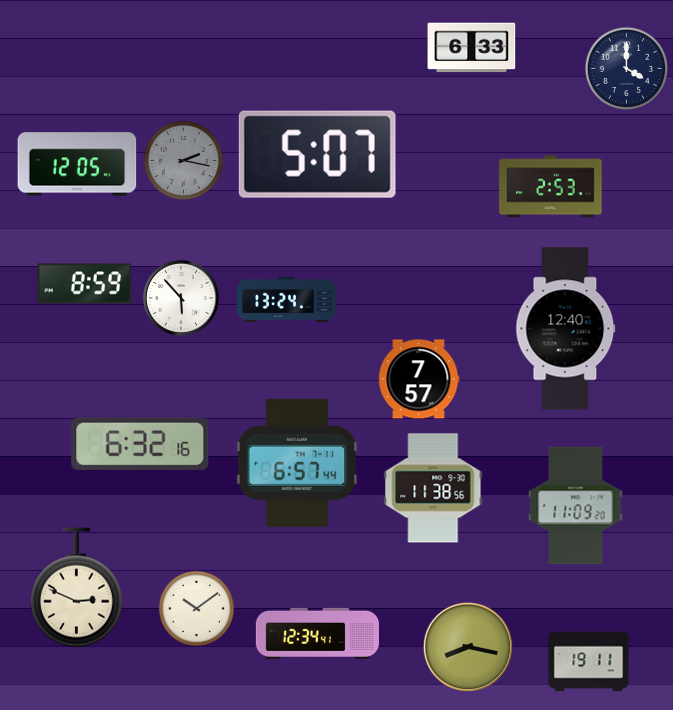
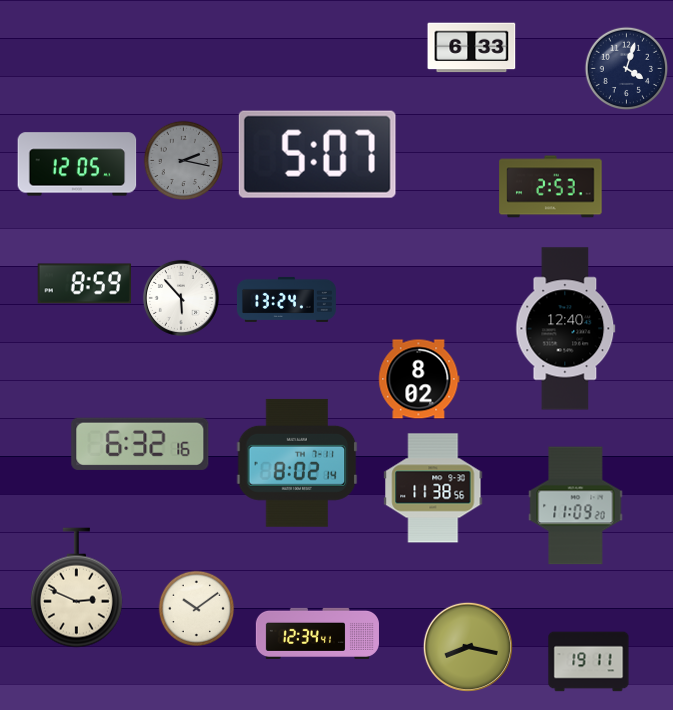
clock at (626, 68): 4:00 -> 4:03
clock at (419, 379): 7:57 -> 8:02
clock at (297, 463): 6:57 -> 8:02
